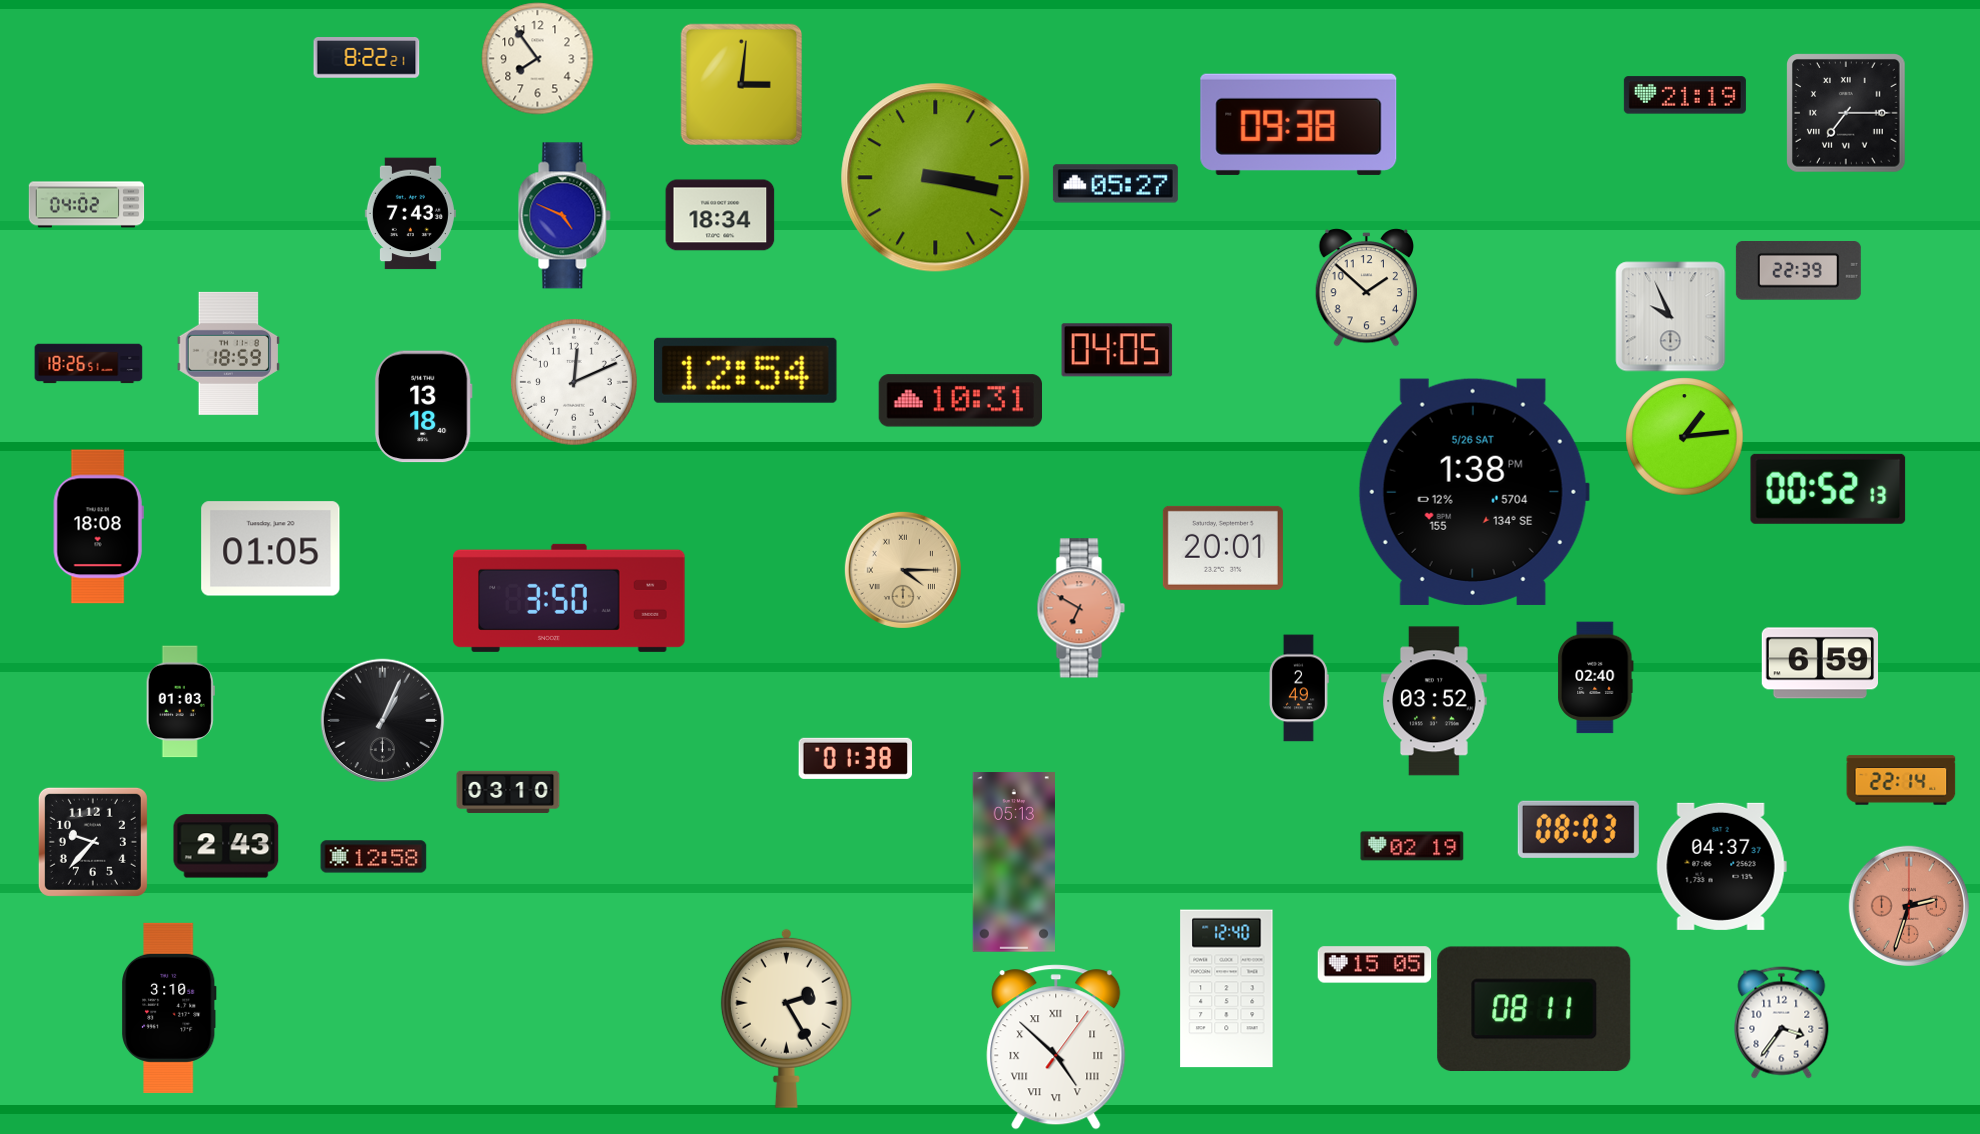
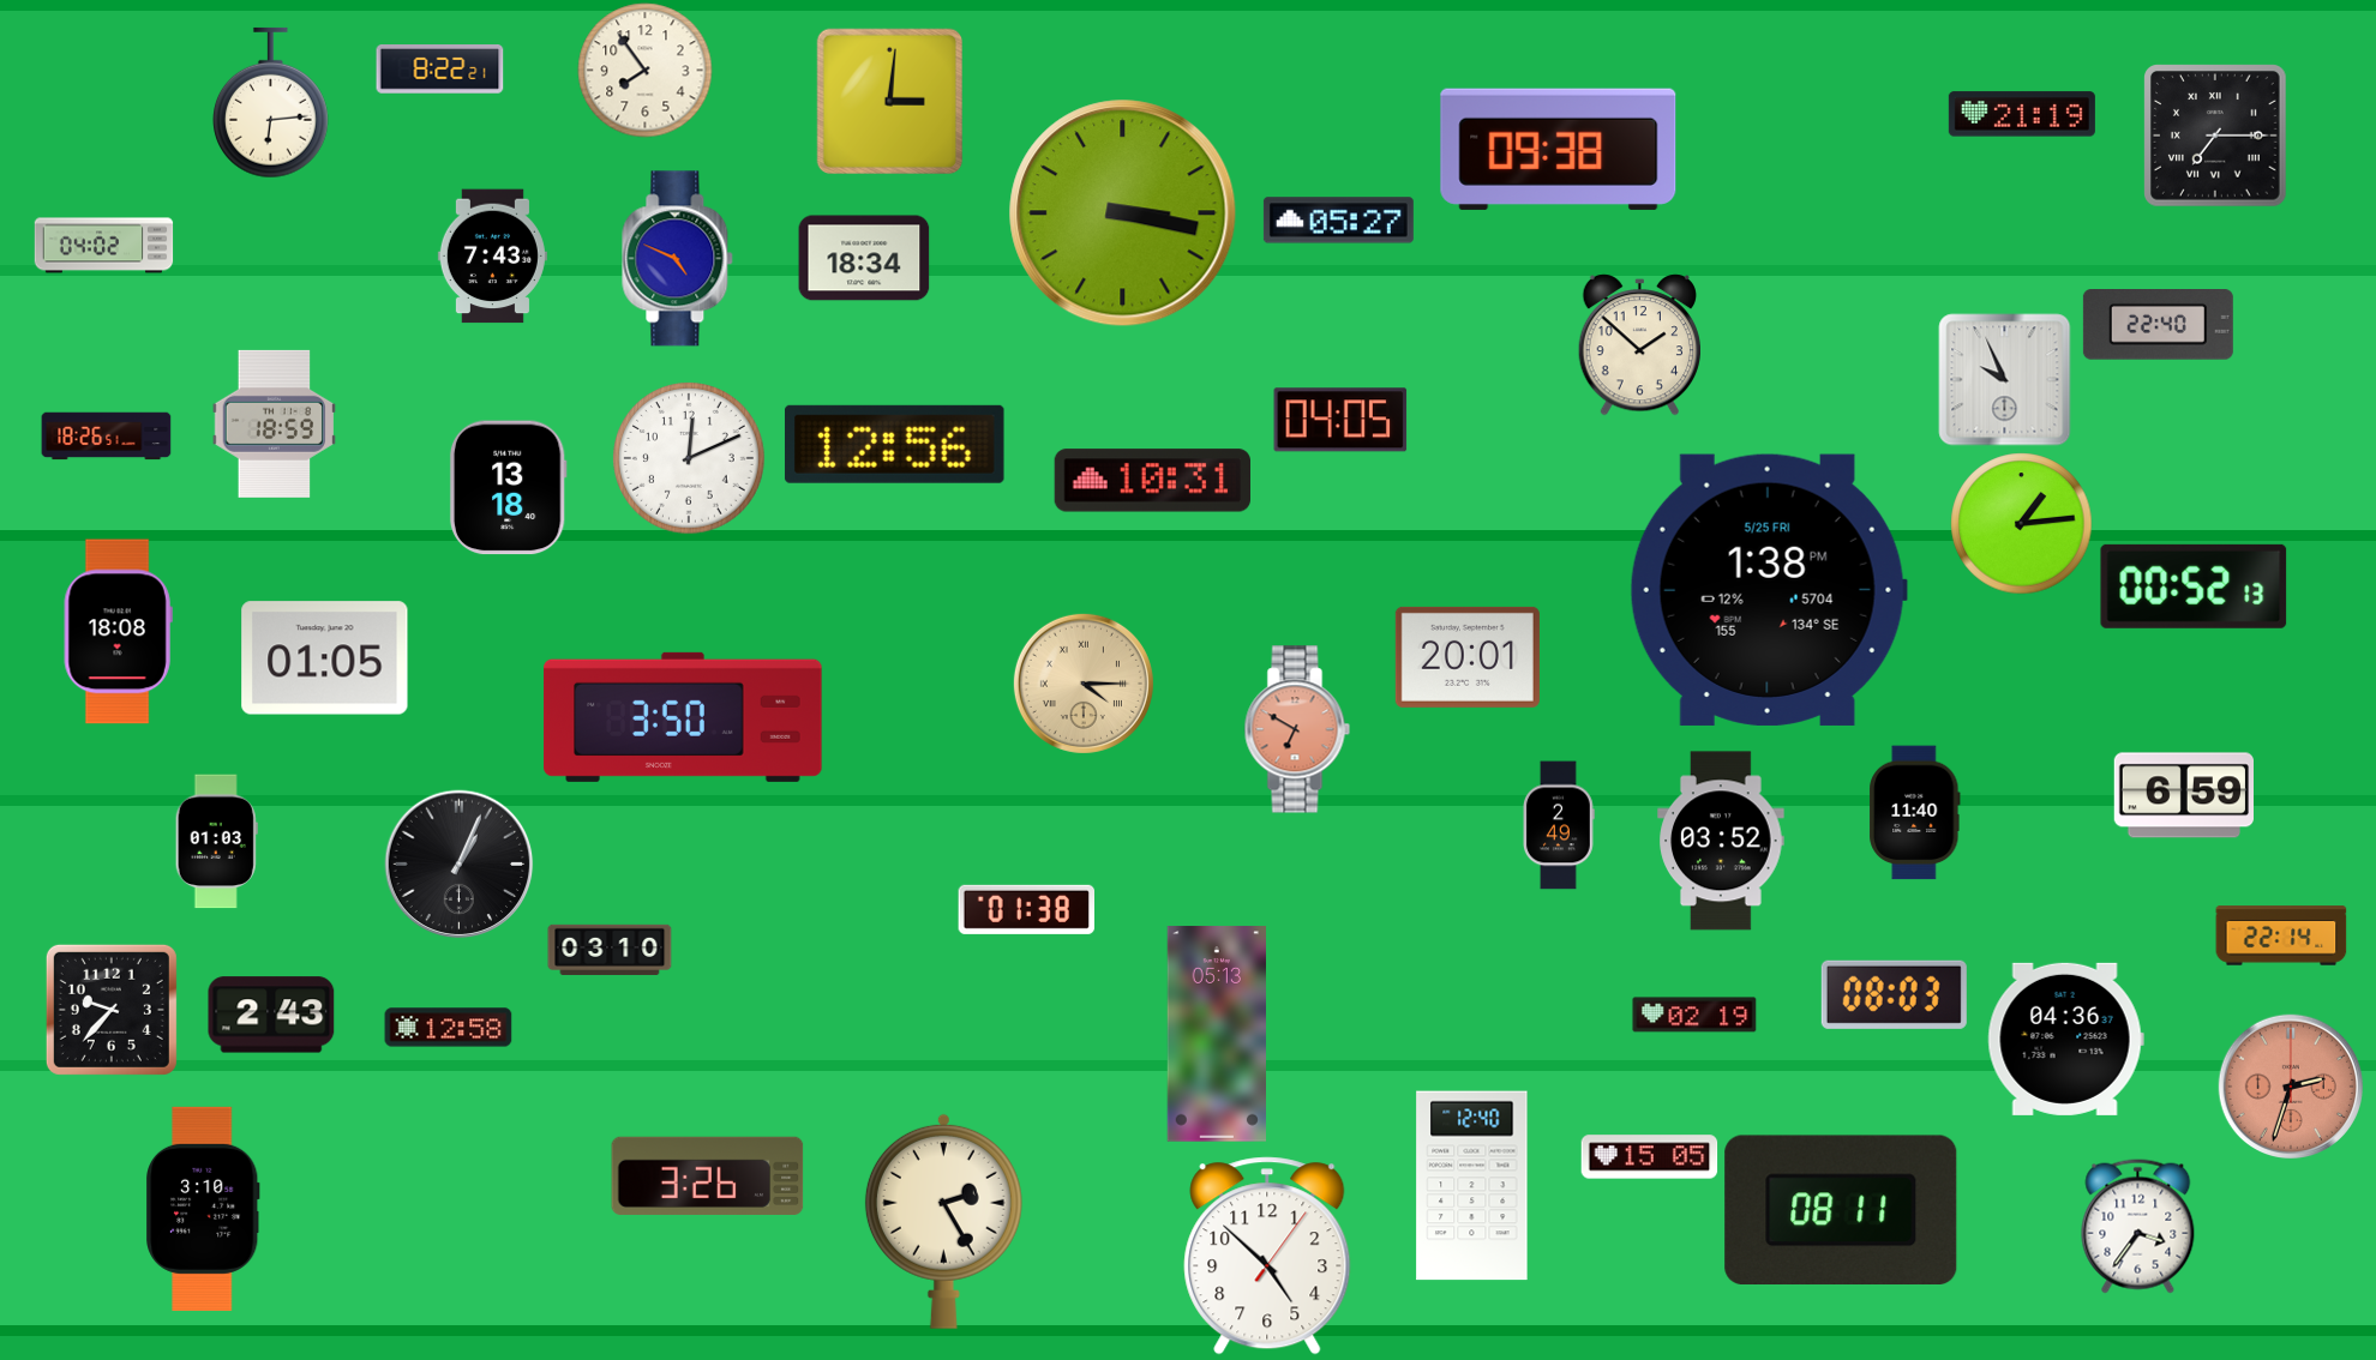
clock at (271, 103): none -> 6:14
clock at (1798, 271): 22:39 -> 22:40
clock at (745, 370): 12:54 -> 12:56
clock at (1474, 492) date: 5/26 SAT -> 5/25 FRI
clock at (1596, 678): 02:40 -> 11:40
clock at (1721, 866): 04:37 -> 04:36
clock at (708, 1175): none -> 3:26
clock at (1056, 1047) numerals: Roman -> Arabic
